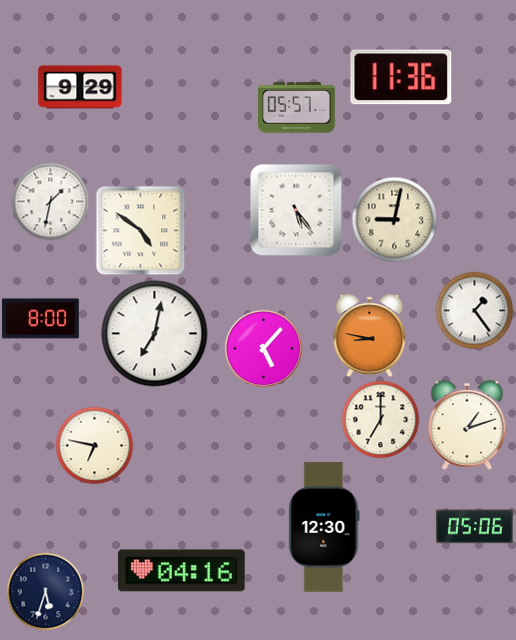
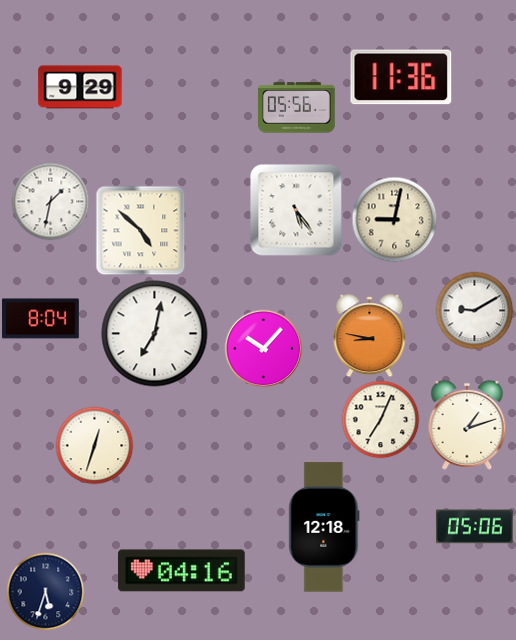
clock at (297, 108): 05:57 -> 05:56
clock at (140, 230): 4:51 -> 4:52
clock at (474, 310): 1:24 -> 9:10
clock at (41, 319): 8:00 -> 8:04
clock at (263, 348): 5:07 -> 10:07
clock at (380, 419): 7:00 -> 7:04
clock at (94, 445): 6:47 -> 12:33
clock at (324, 527): 12:30 -> 12:18
